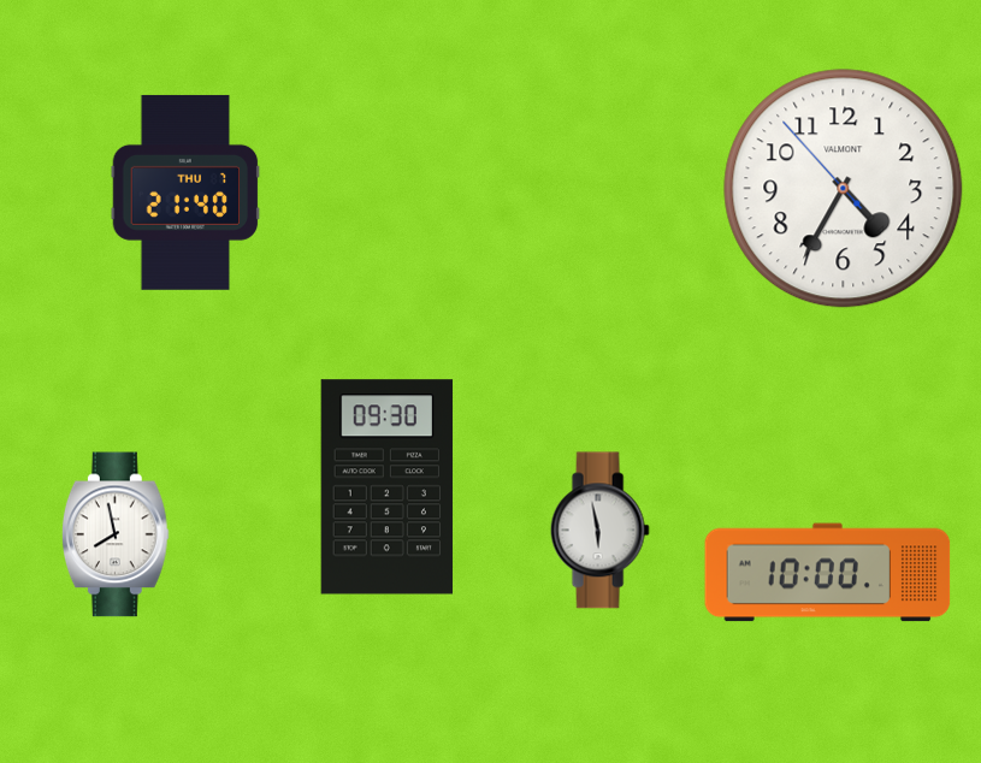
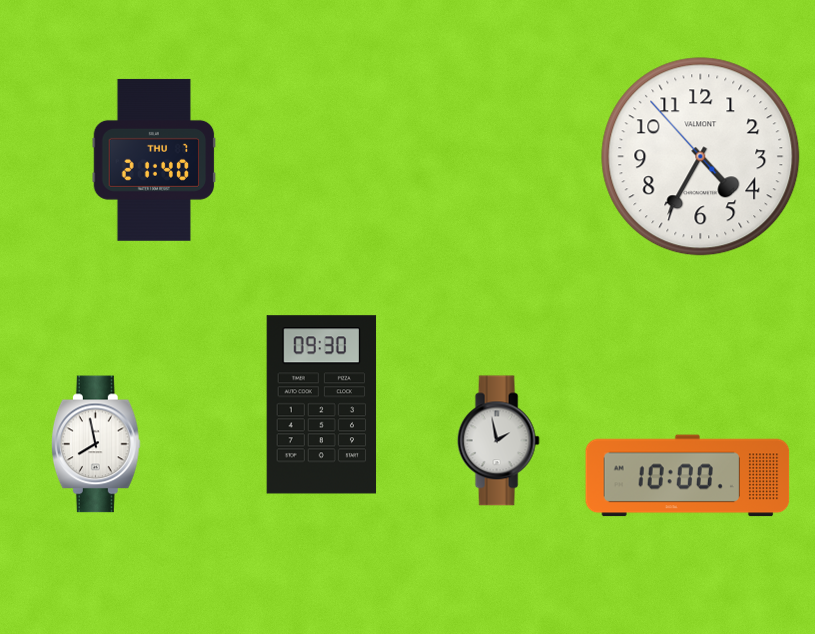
clock at (599, 531): 5:58 -> 1:58
